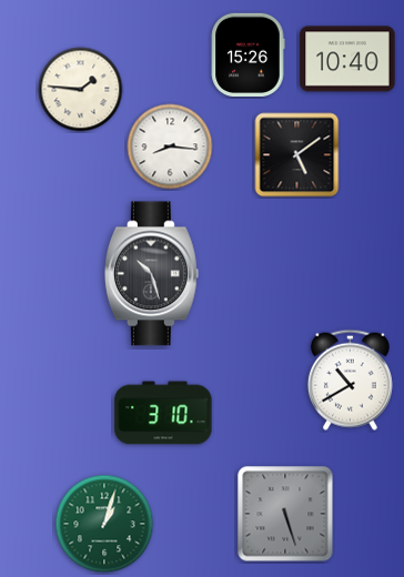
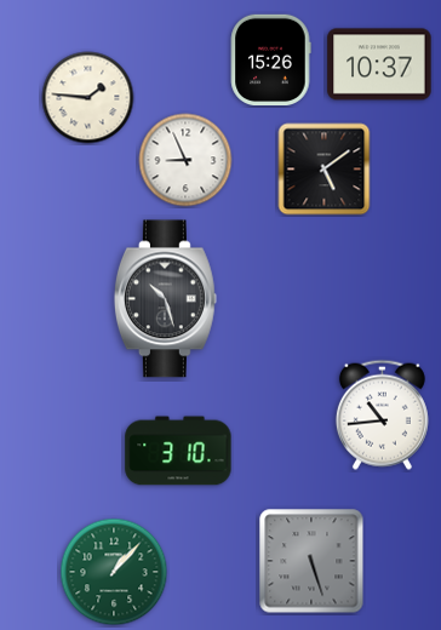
clock at (347, 59): 10:40 -> 10:37
clock at (170, 146): 8:16 -> 8:56
clock at (350, 379): 10:40 -> 10:44
clock at (104, 524): 1:03 -> 1:07
